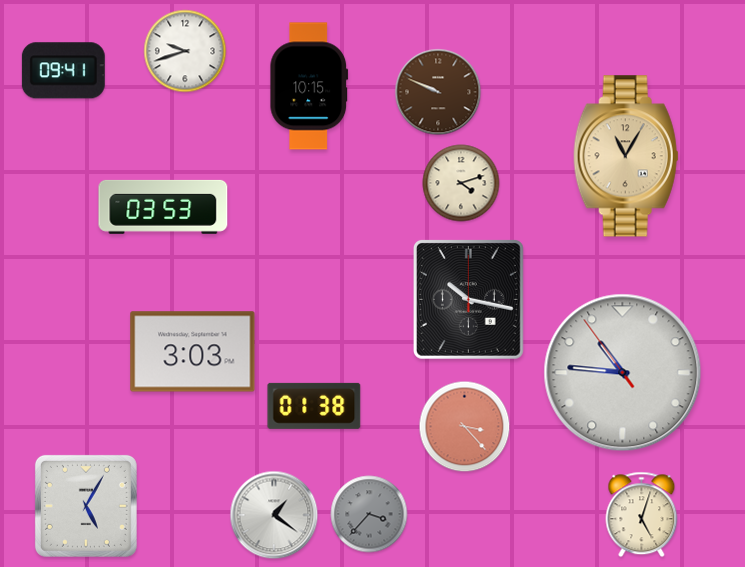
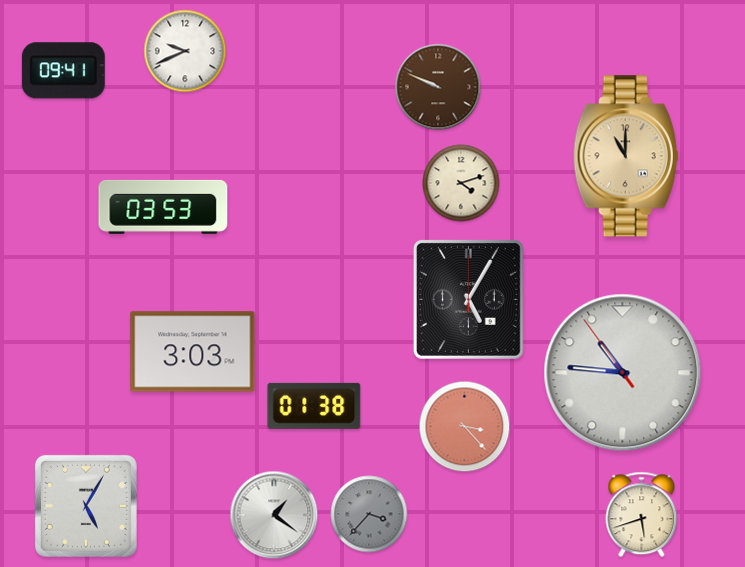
clock at (185, 51): 9:42 -> 9:41
clock at (309, 86): 10:15 -> none
clock at (438, 92) position: (438, 92) -> (438, 87)
clock at (626, 156): 11:05 -> 11:00
clock at (468, 299): 10:17 -> 5:05
clock at (642, 515): 5:03 -> 5:42
